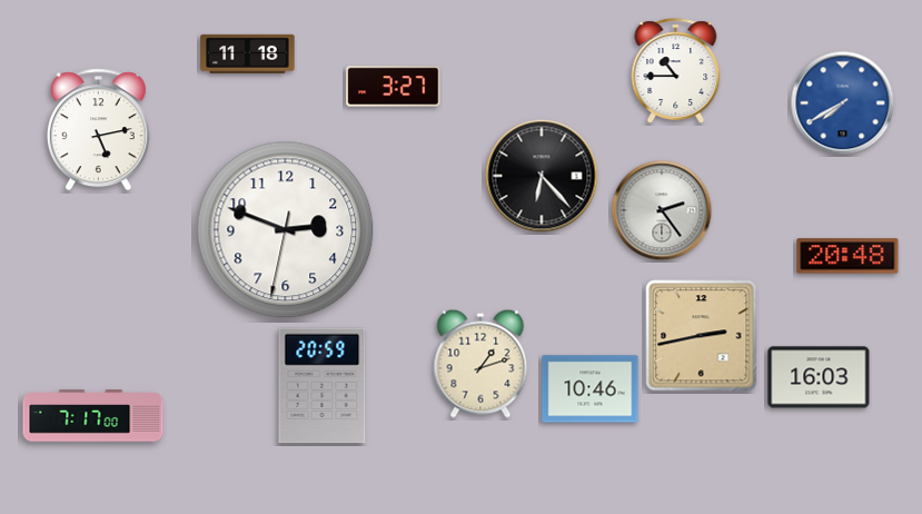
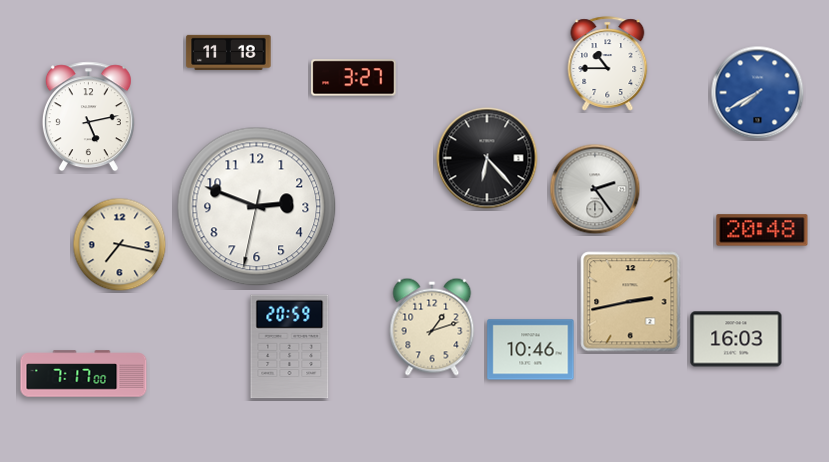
clock at (248, 53) position: (248, 53) -> (229, 52)
clock at (120, 245): none -> 7:17
